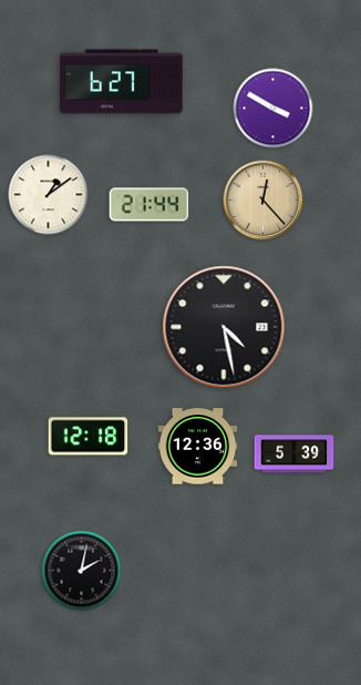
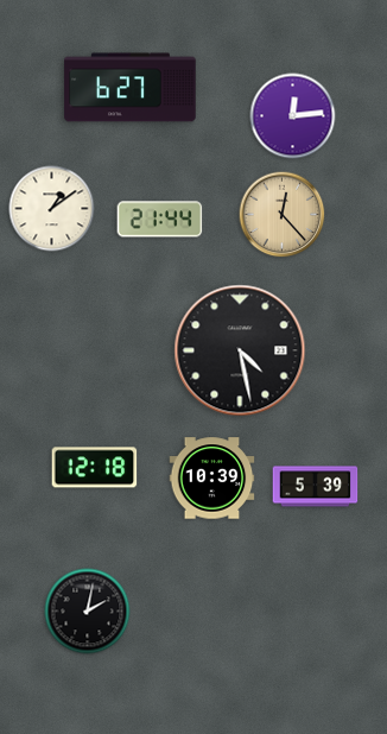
clock at (274, 109): 3:50 -> 12:14
clock at (198, 447): 12:36 -> 10:39
